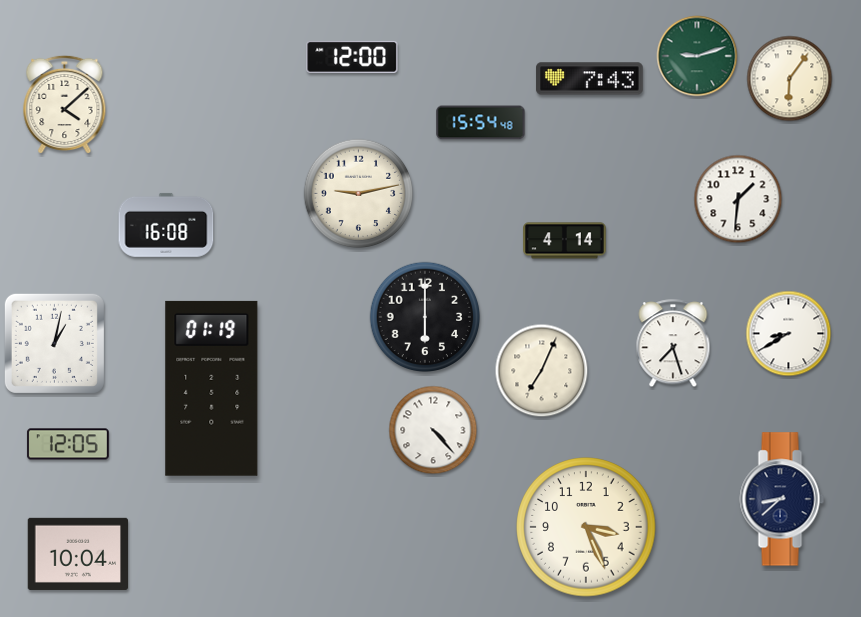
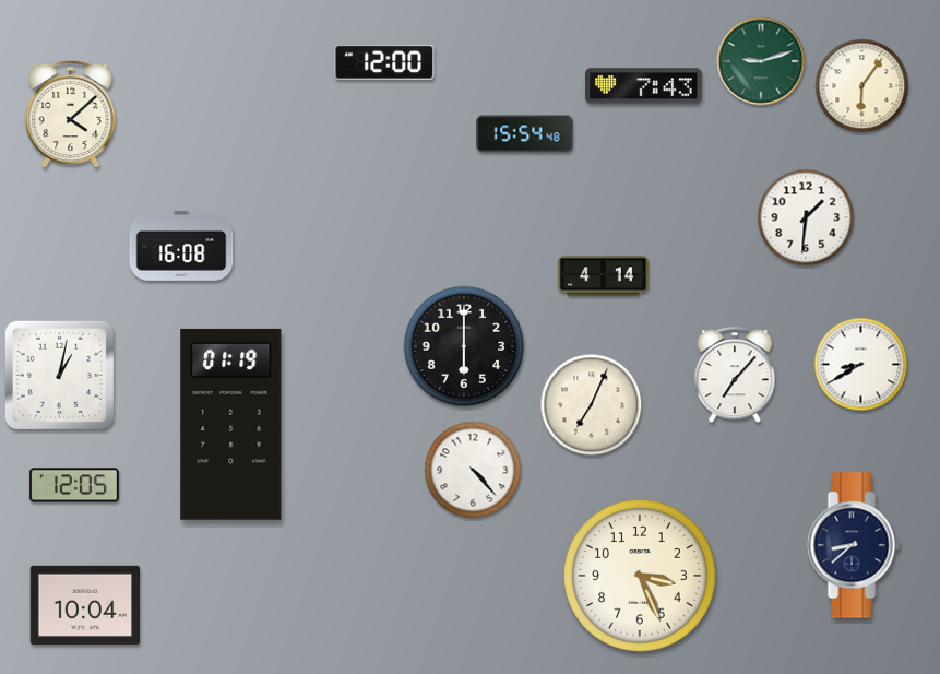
clock at (359, 194): 9:13 -> none
clock at (565, 241) position: (565, 241) -> (604, 276)
clock at (673, 344): 7:27 -> 7:07
